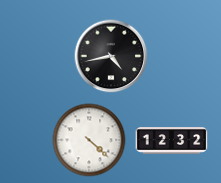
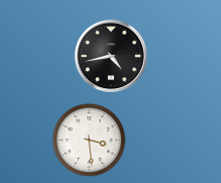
clock at (89, 140): 4:22 -> 3:29
clock at (172, 141): 12:32 -> none
